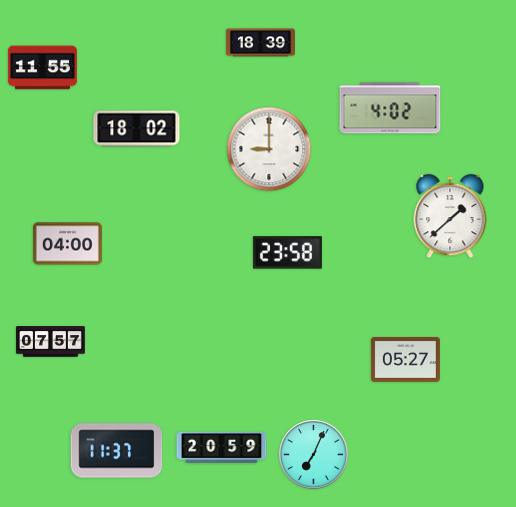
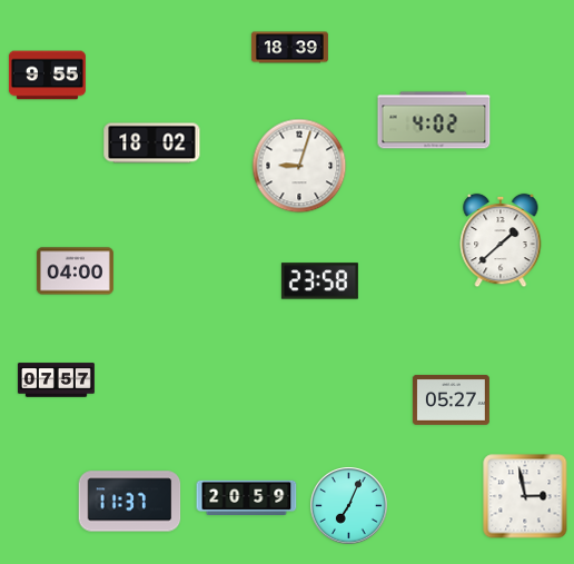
clock at (42, 68): 11:55 -> 9:55
clock at (269, 149): 9:00 -> 9:03
clock at (525, 496): none -> 2:58
